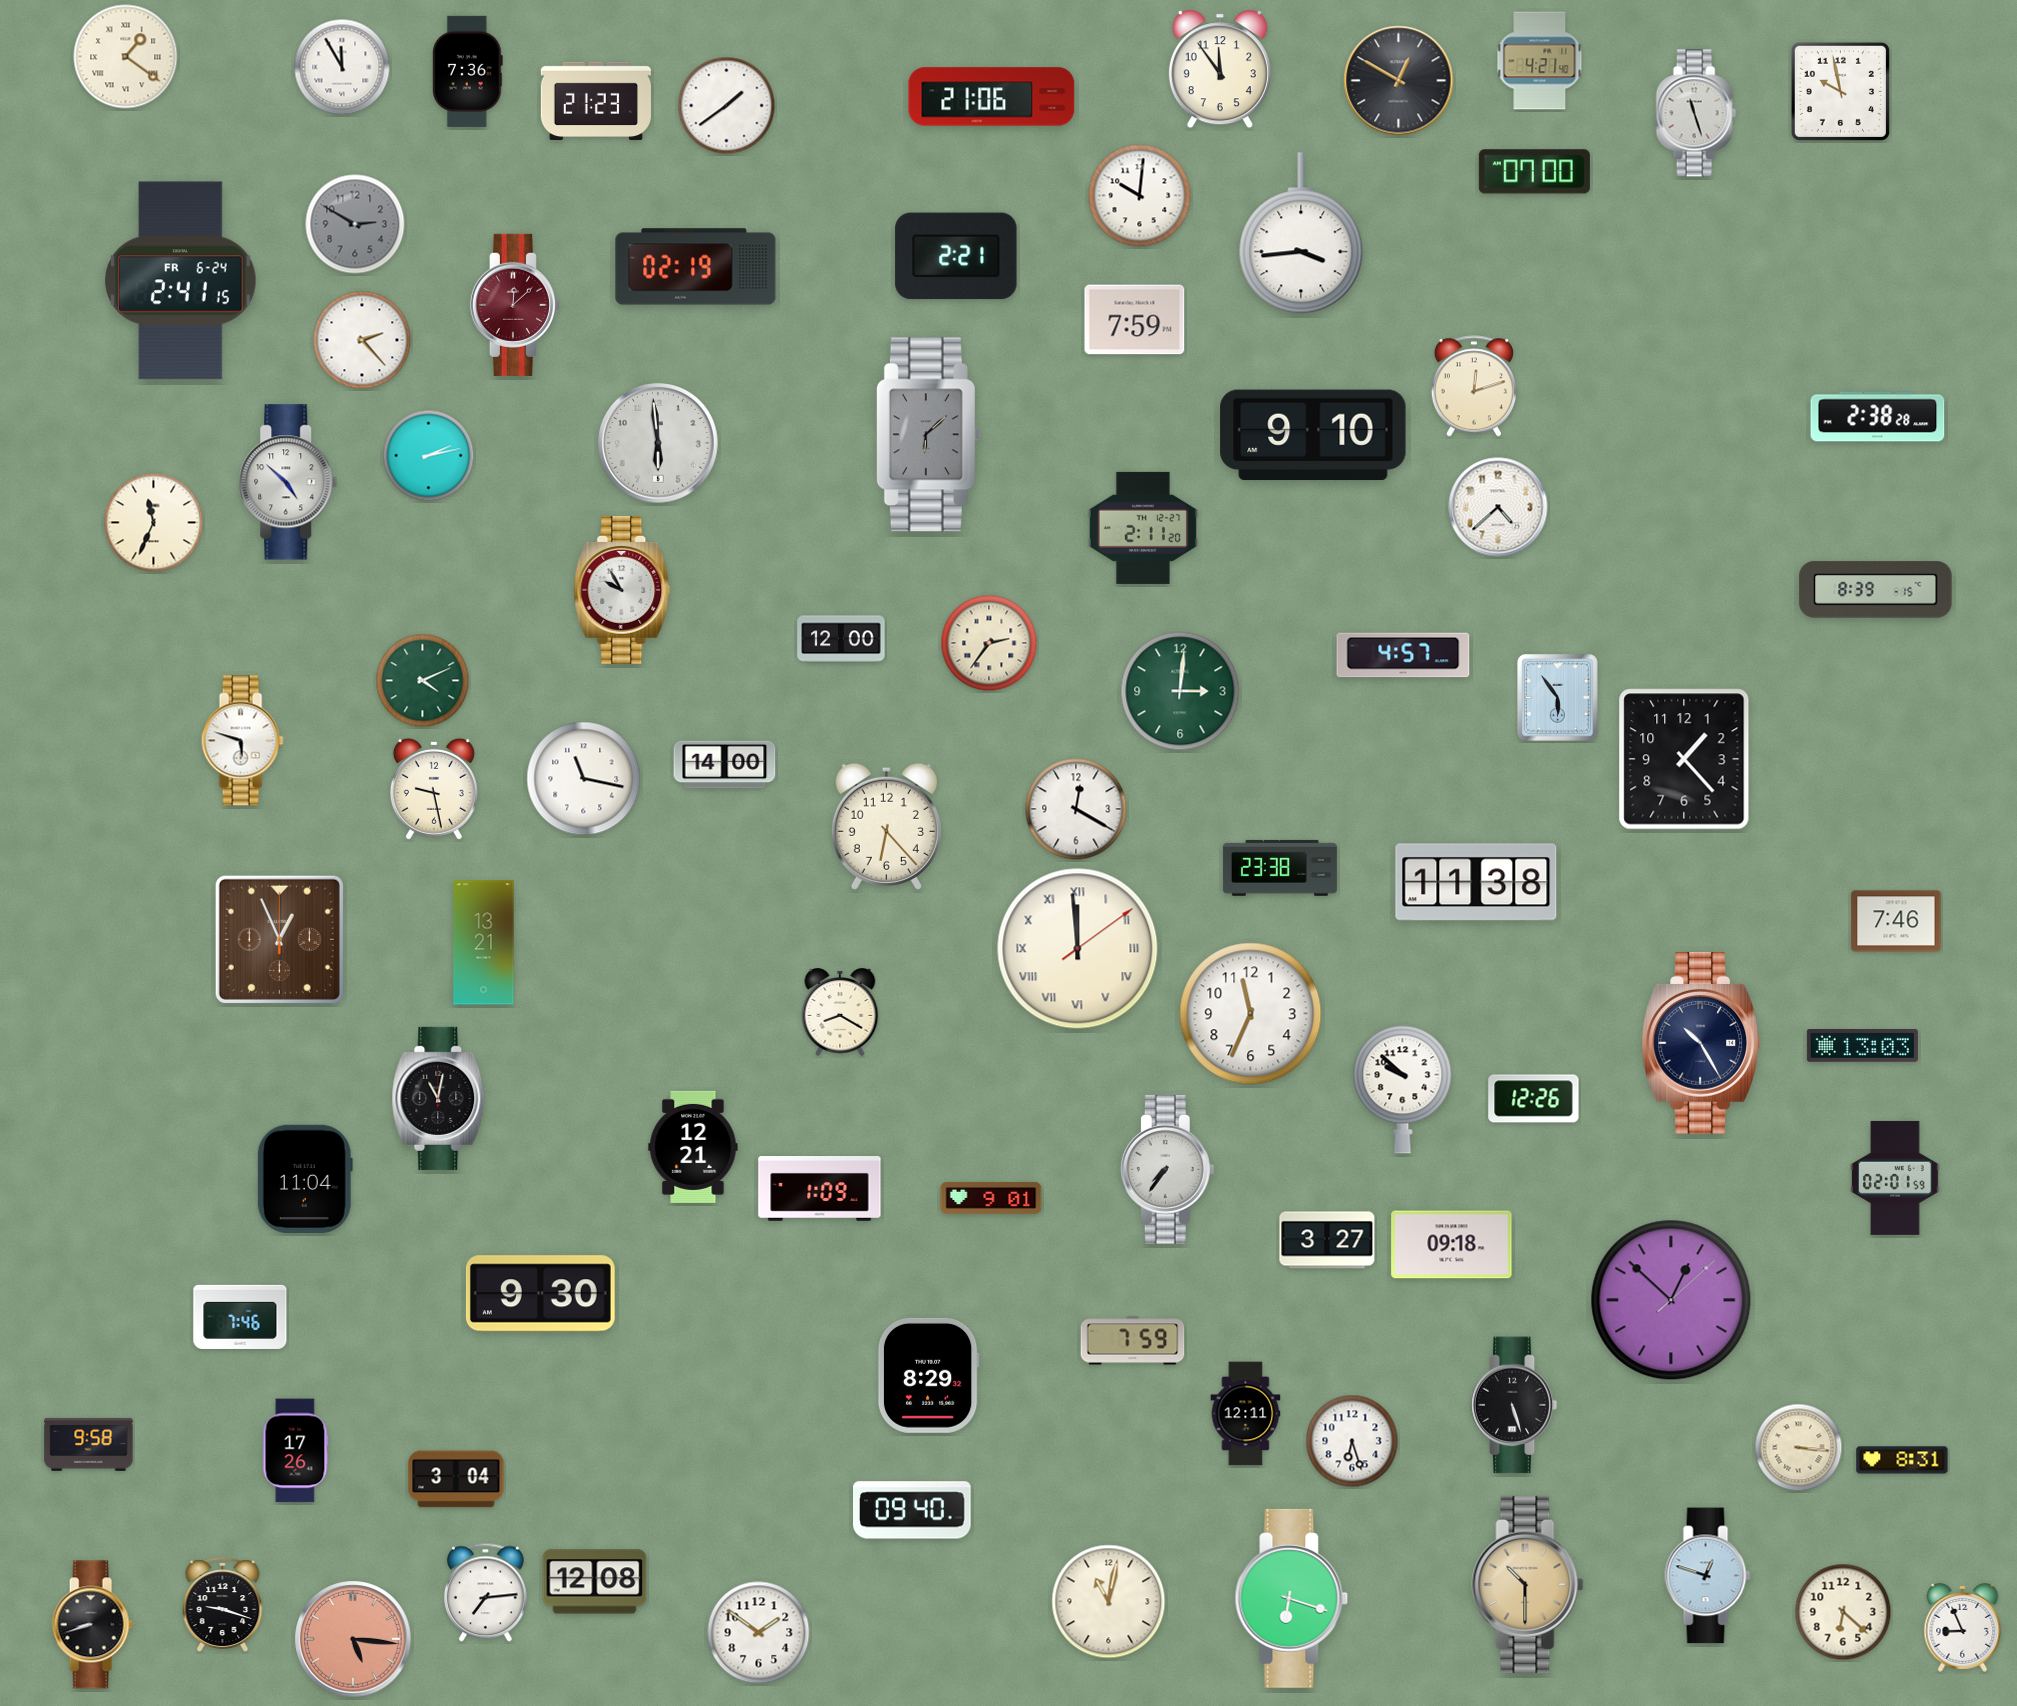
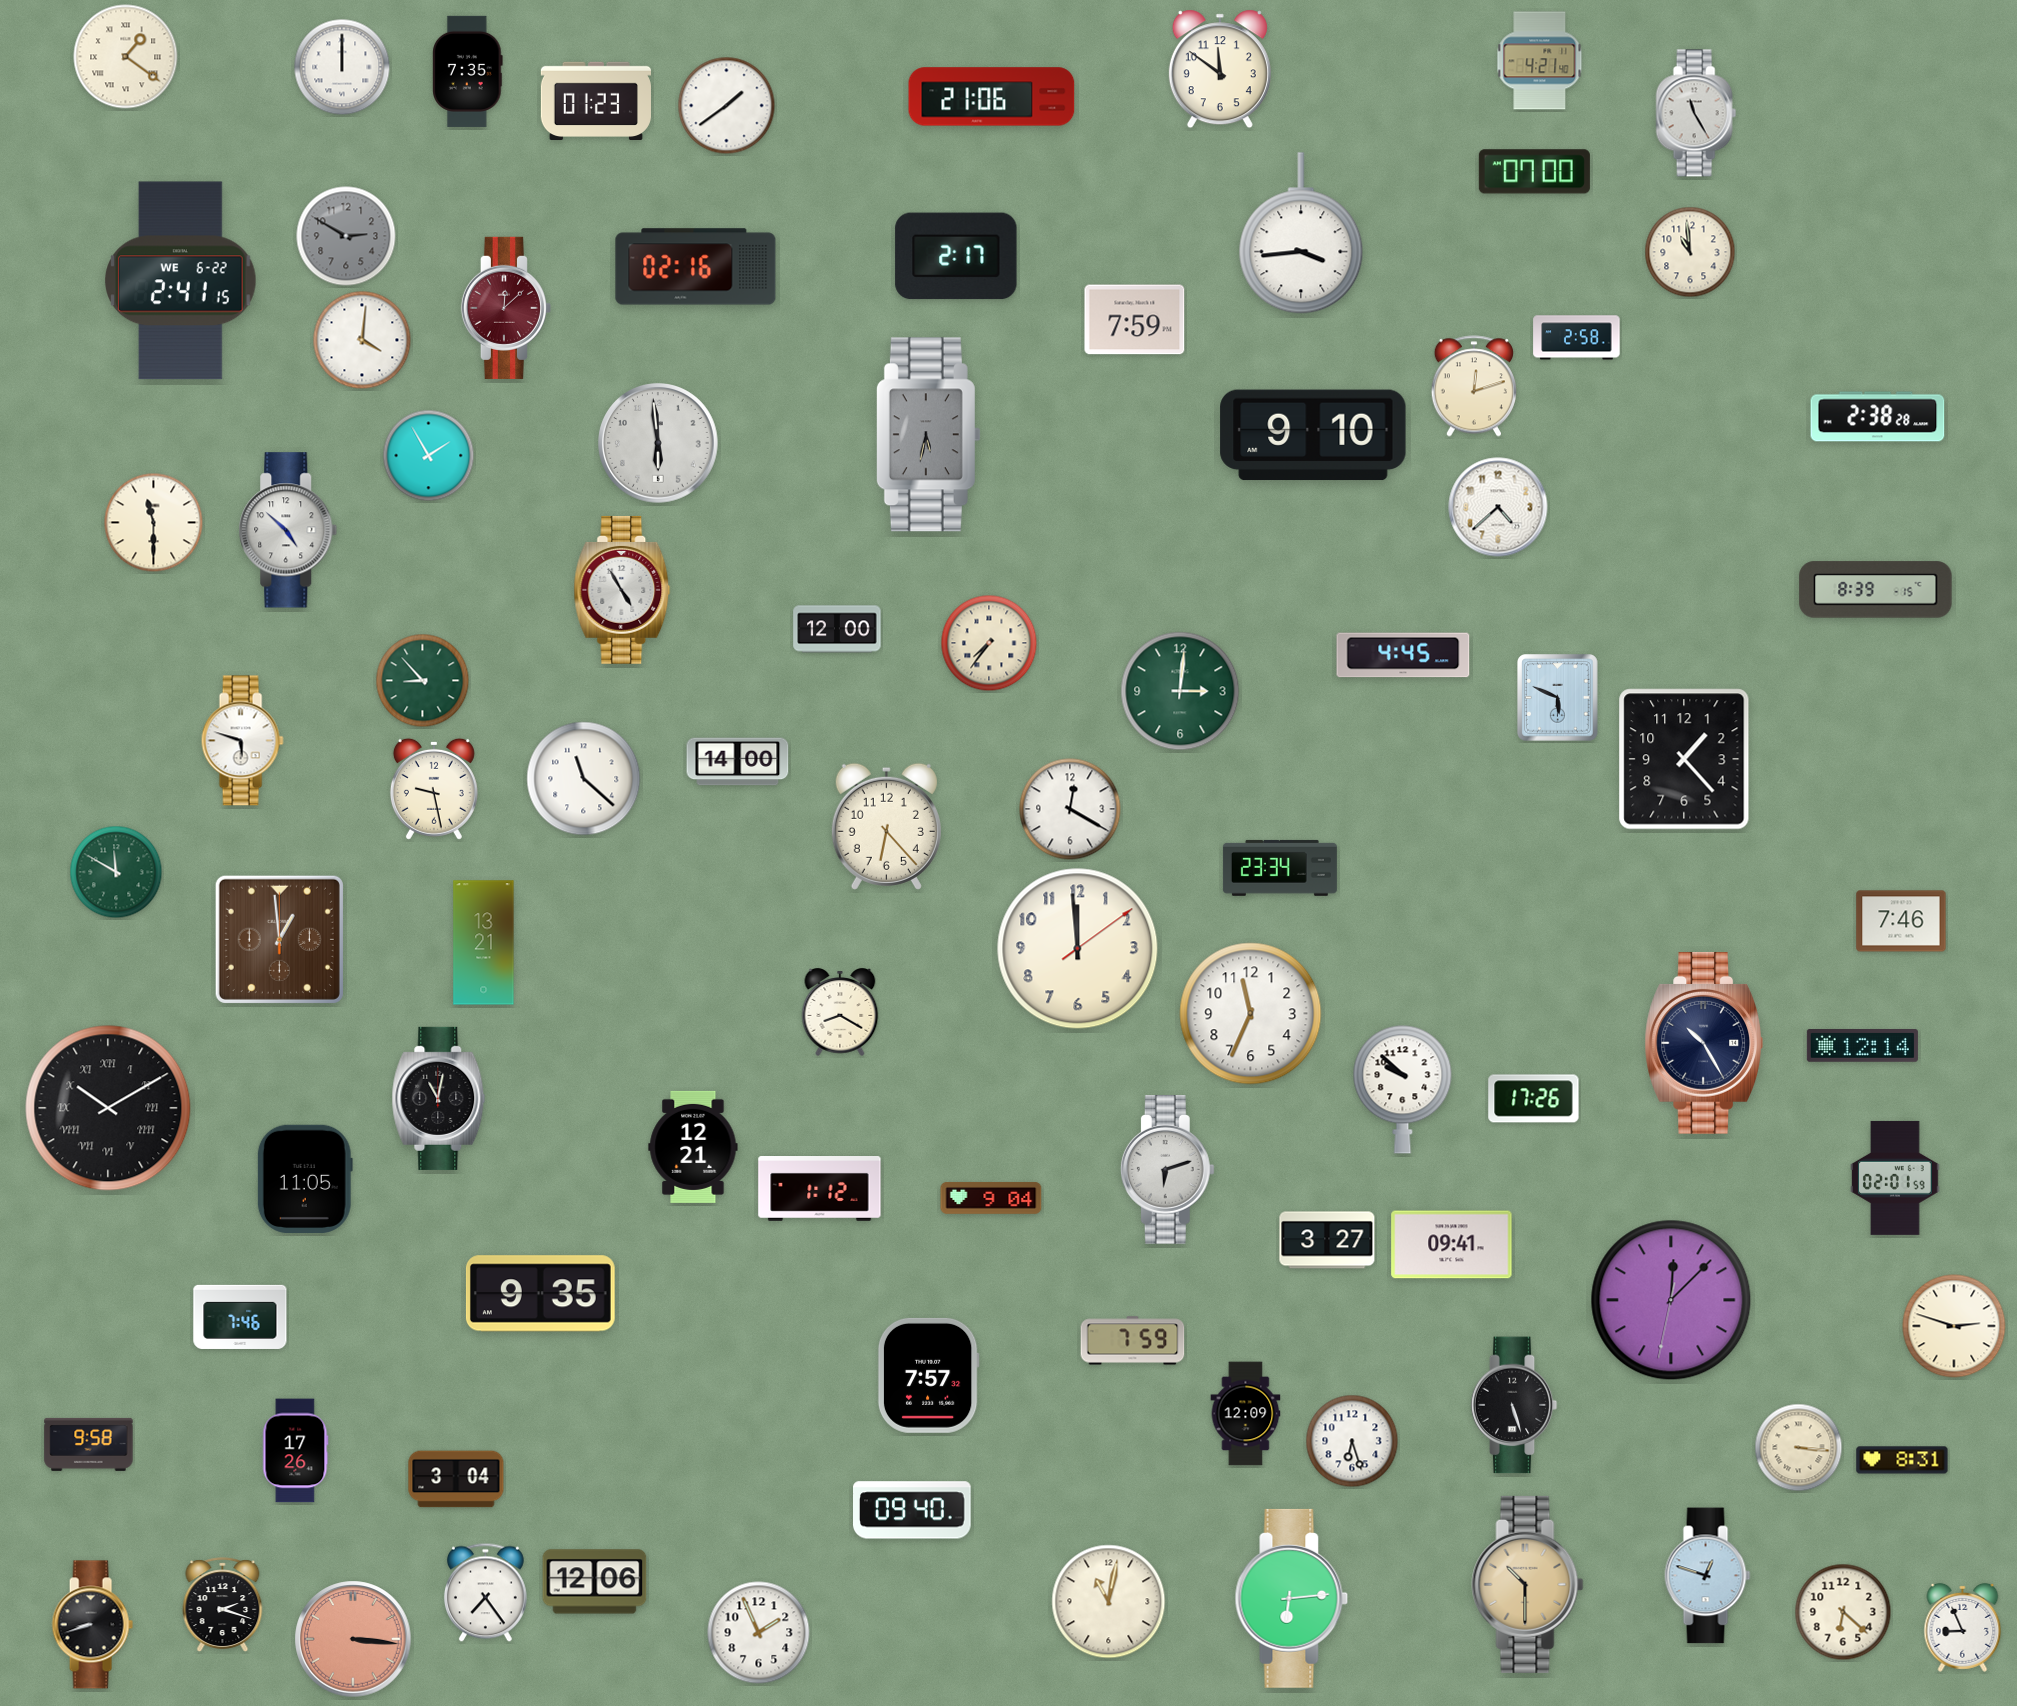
clock at (342, 67): 11:55 -> 12:00
clock at (1220, 69): 11:54 -> 11:51
clock at (468, 71): 7:36 -> 7:35
clock at (1399, 81): 12:50 -> none
clock at (1840, 91): 9:58 -> none
clock at (596, 100): 21:23 -> 01:23
clock at (1696, 113): 11:27 -> 11:25
clock at (1140, 196): 10:01 -> none
clock at (355, 224) position: (355, 224) -> (346, 236)
clock at (1690, 252): none -> 10:59
clock at (956, 256): 2:21 -> 2:17
clock at (696, 267): 02:19 -> 02:16
clock at (181, 281) date: FR 6-24 -> WE 6-22
clock at (515, 305) position: (515, 305) -> (506, 308)
clock at (1577, 338): none -> 2:58
clock at (362, 340): 2:23 -> 4:01
clock at (928, 435): 6:08 -> 5:32
clock at (429, 456): 2:13 -> 1:55
clock at (288, 482) position: (288, 482) -> (288, 530)
clock at (154, 523): 11:34 -> 11:30
clock at (1143, 528): 2:11 -> none
clock at (622, 590): 9:55 -> 4:55
clock at (841, 639) position: (841, 639) -> (837, 629)
clock at (989, 643): 2:36 -> 7:36
clock at (1403, 655): 4:57 -> 4:45
clock at (423, 681): 4:11 -> 8:53
clock at (1558, 698): 5:54 -> 5:49
clock at (725, 765) position: (725, 765) -> (738, 762)
clock at (584, 779): 11:17 -> 11:22
clock at (1076, 809) position: (1076, 809) -> (1070, 809)
clock at (1280, 868): 23:38 -> 23:34
clock at (116, 872): none -> 11:50
clock at (1476, 882): 11:38 -> none
clock at (1896, 921) position: (1896, 921) -> (1901, 921)
clock at (279, 939): 12:56 -> 12:59
clock at (1078, 949) numerals: Roman -> Arabic
clock at (1700, 1043) position: (1700, 1043) -> (1703, 1043)
clock at (1862, 1046): 13:03 -> 12:14
clock at (1534, 1099): 12:26 -> 17:26
clock at (108, 1108): none -> 10:10
clock at (1167, 1170): 7:36 -> 6:12
clock at (305, 1178): 11:04 -> 11:05
clock at (820, 1189): 1:09 -> 1:12
clock at (991, 1198): 9:01 -> 9:04
clock at (1452, 1245): 09:18 -> 09:41
clock at (540, 1294): 9:30 -> 9:35
clock at (1671, 1300): 12:52 -> 12:07
clock at (1954, 1326): none -> 2:48
clock at (928, 1375): 8:29 -> 7:57
clock at (1246, 1414): 12:11 -> 12:09
clock at (595, 1582): 12:08 -> 12:06
clock at (486, 1593): 7:14 -> 7:24
clock at (1292, 1598): 6:18 -> 6:14
clock at (223, 1604): 9:18 -> 2:18
clock at (759, 1633): 1:51 -> 1:56
clock at (353, 1639): 5:16 -> 3:16
